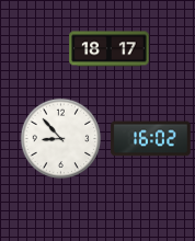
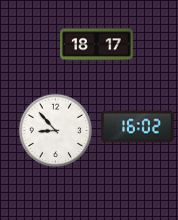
clock at (110, 49) position: (110, 49) -> (97, 45)
clock at (61, 139) position: (61, 139) -> (56, 131)
